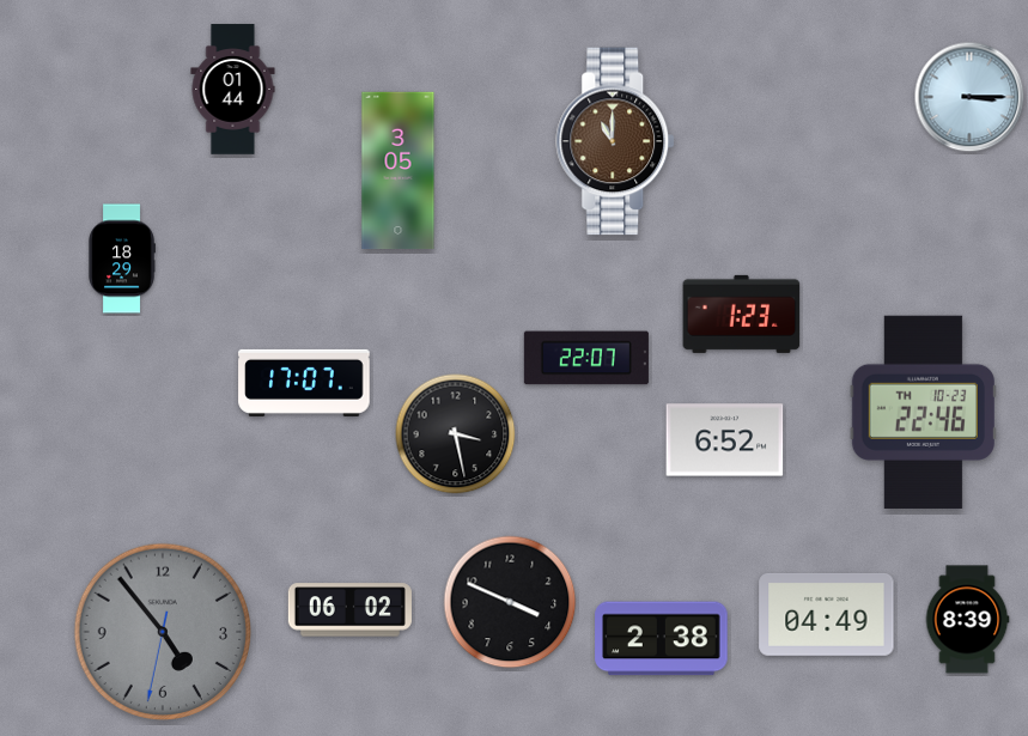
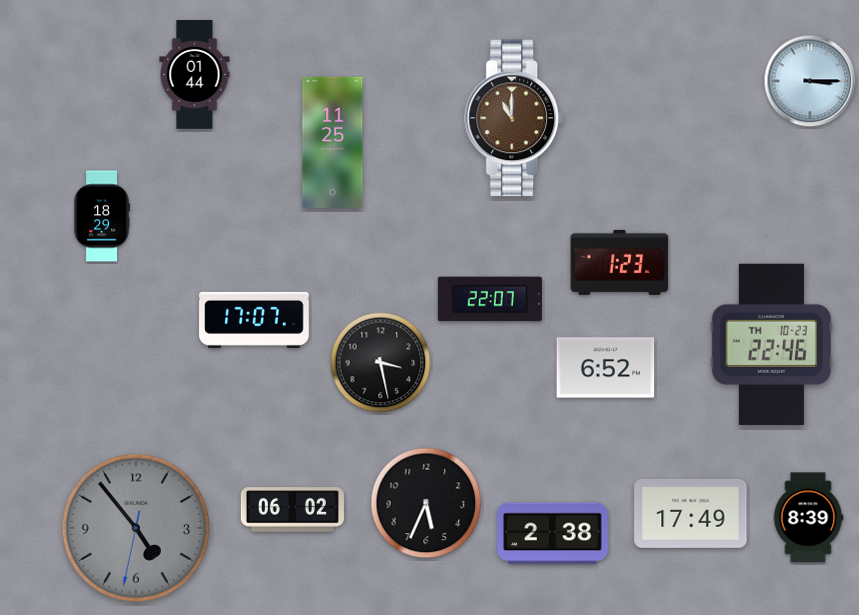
clock at (399, 171): 3:05 -> 11:25
clock at (510, 602): 3:49 -> 5:34
clock at (827, 614): 04:49 -> 17:49
